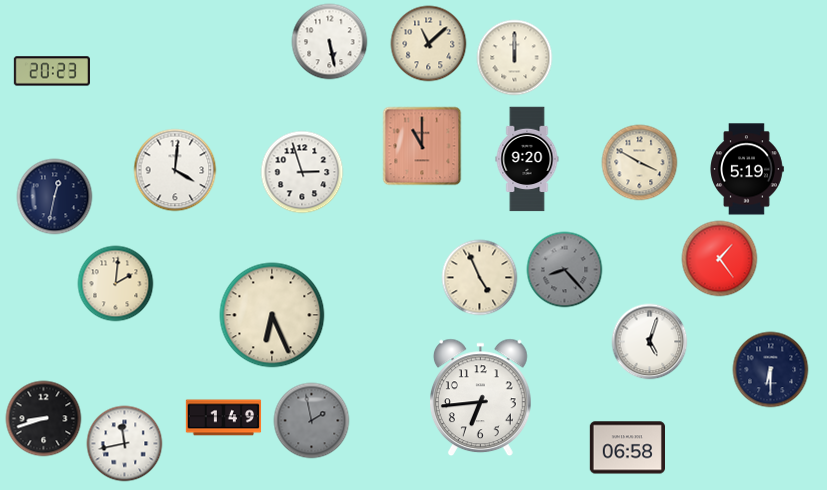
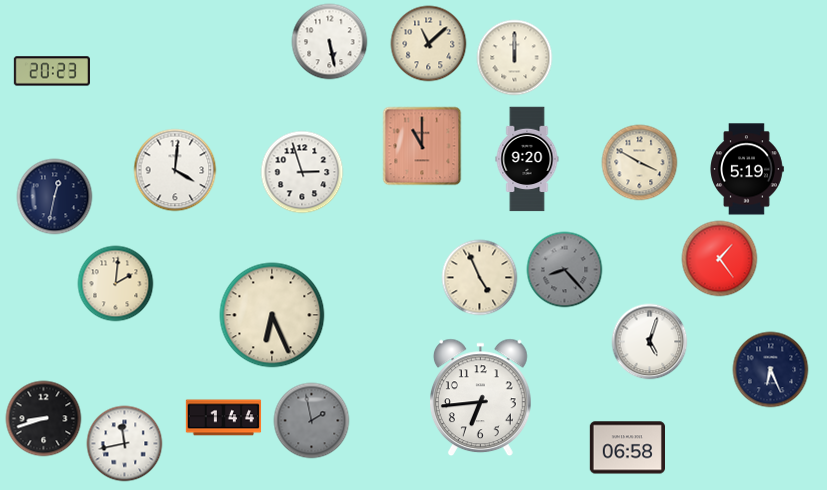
clock at (771, 370): 6:30 -> 6:26
clock at (224, 418): 1:49 -> 1:44
